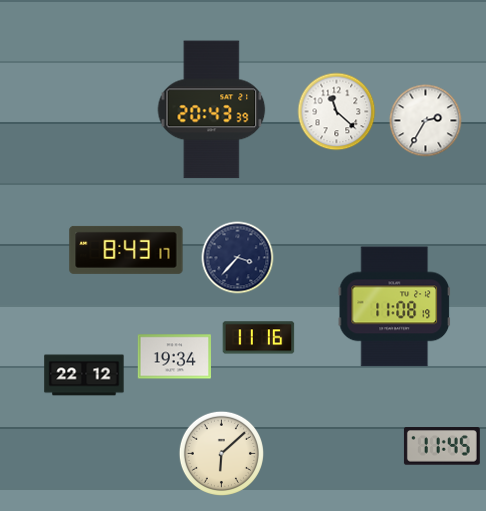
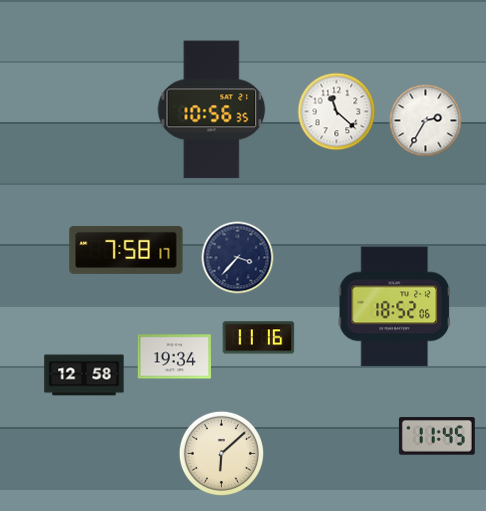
clock at (212, 110): 20:43 -> 10:56
clock at (126, 250): 8:43 -> 7:58
clock at (394, 307): 11:08 -> 18:52
clock at (84, 375): 22:12 -> 12:58
clock at (442, 446) position: (442, 446) -> (437, 436)
